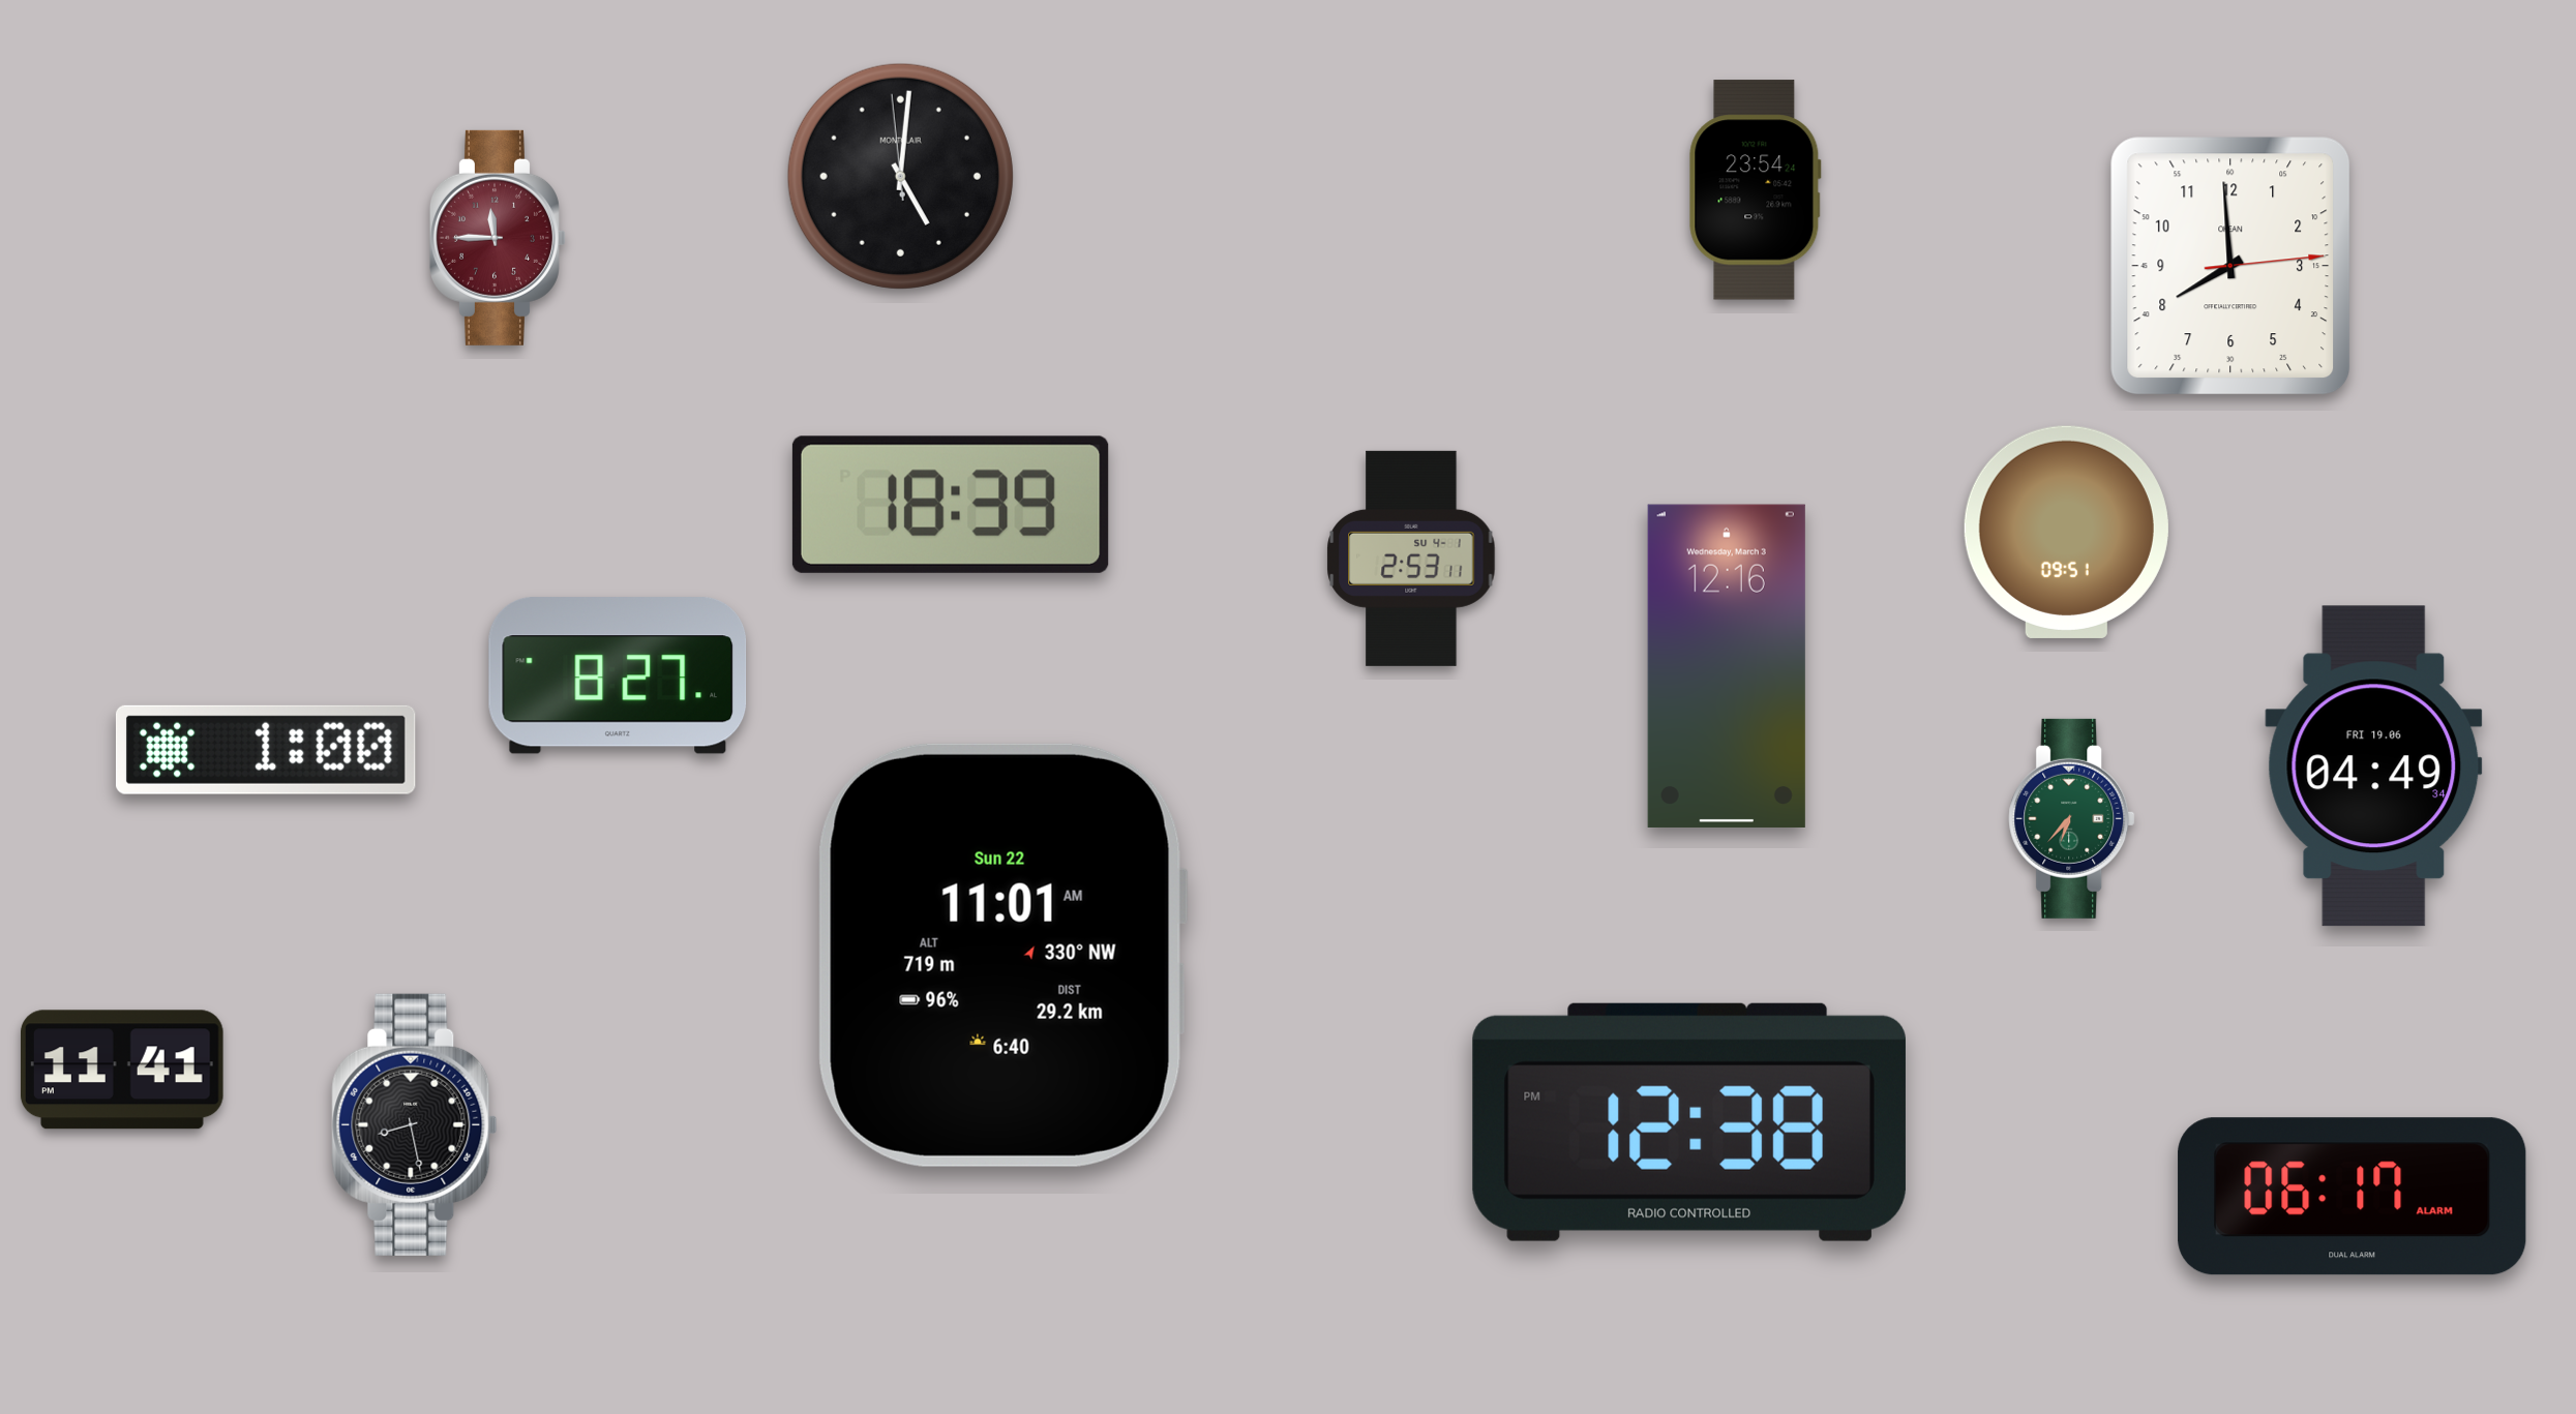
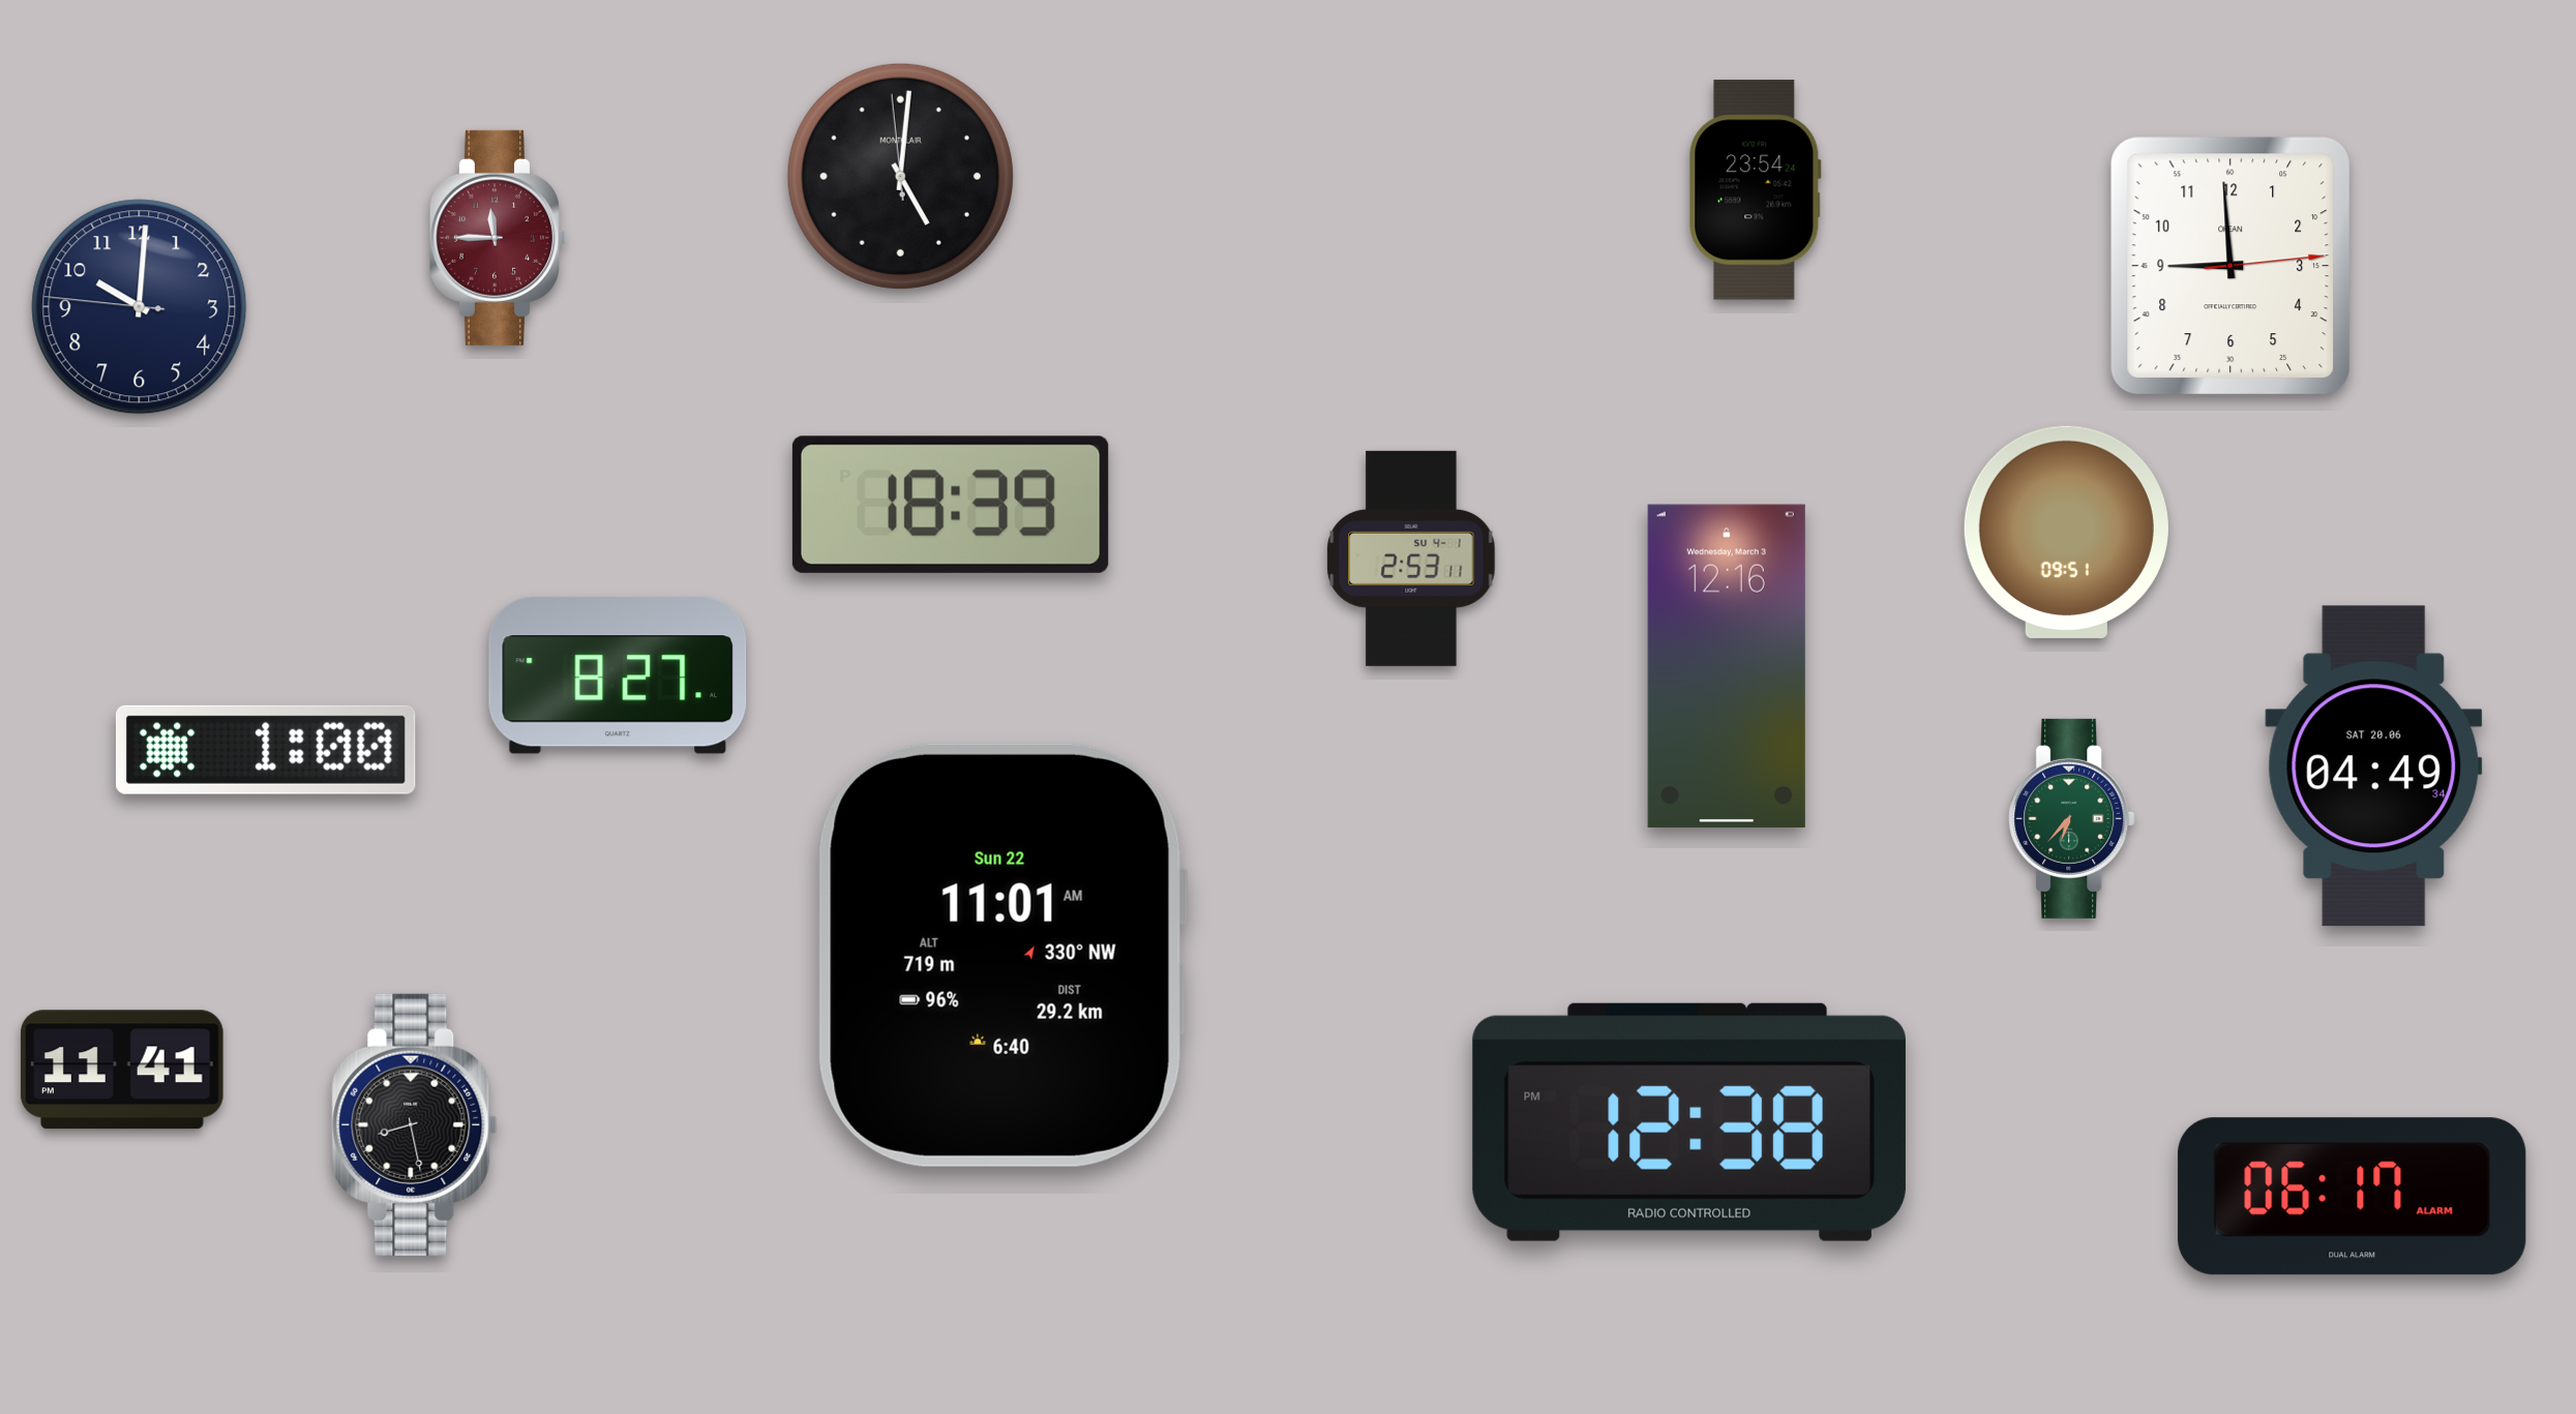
clock at (2230, 266): 7:59 -> 8:59
clock at (140, 307): none -> 10:00
clock at (2374, 766) date: FRI 19.06 -> SAT 20.06
